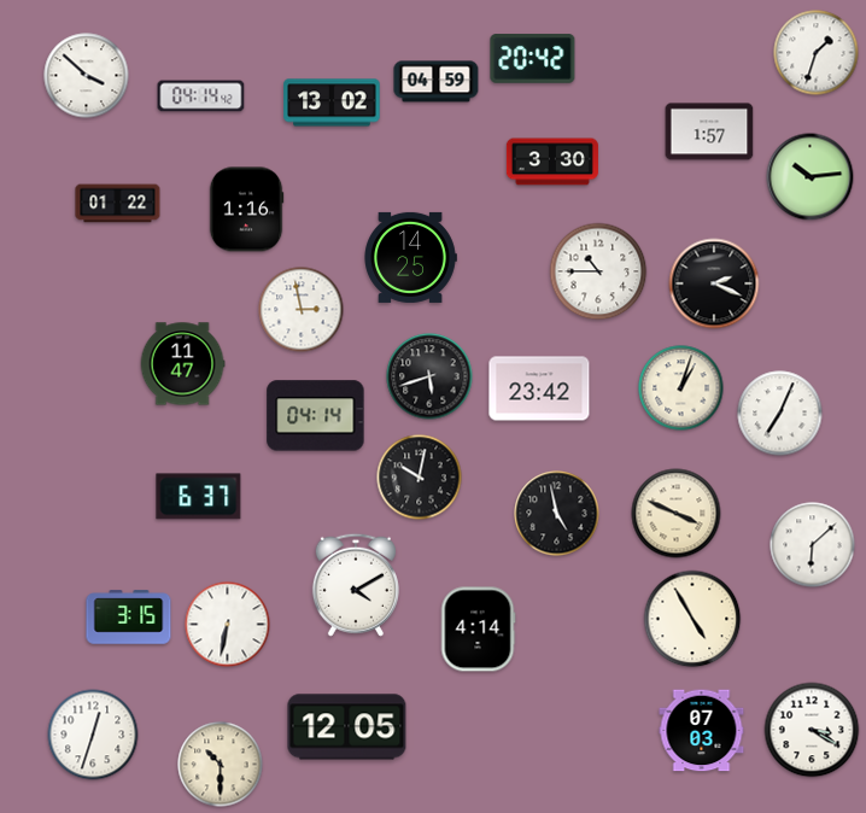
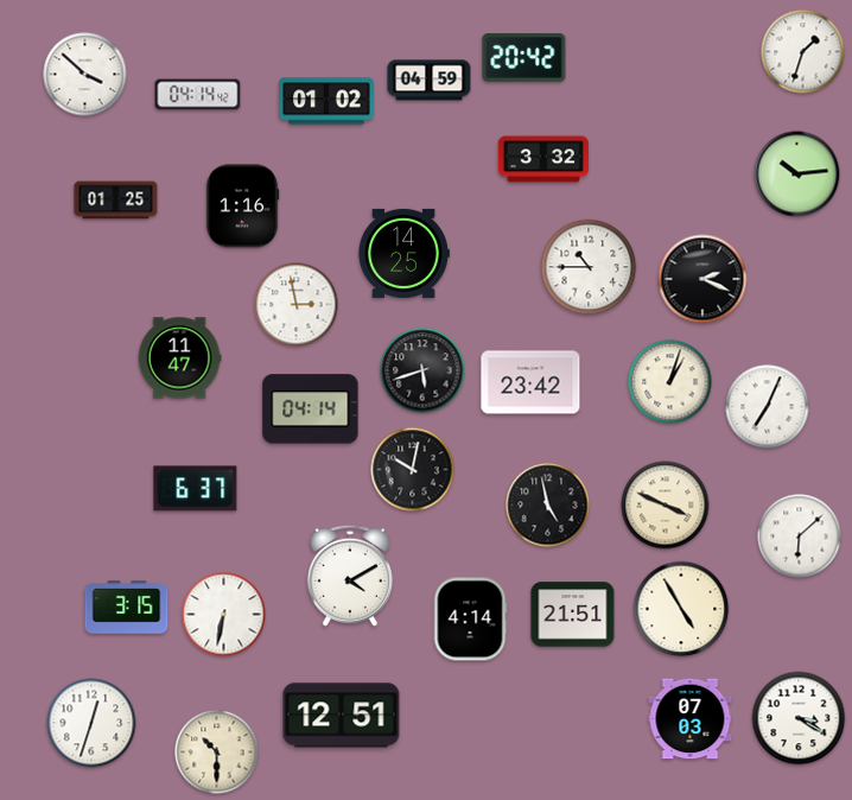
clock at (332, 103): 13:02 -> 01:02
clock at (709, 131): 1:57 -> none
clock at (552, 162): 3:30 -> 3:32
clock at (118, 204): 01:22 -> 01:25
clock at (573, 615): none -> 21:51
clock at (347, 727): 12:05 -> 12:51
